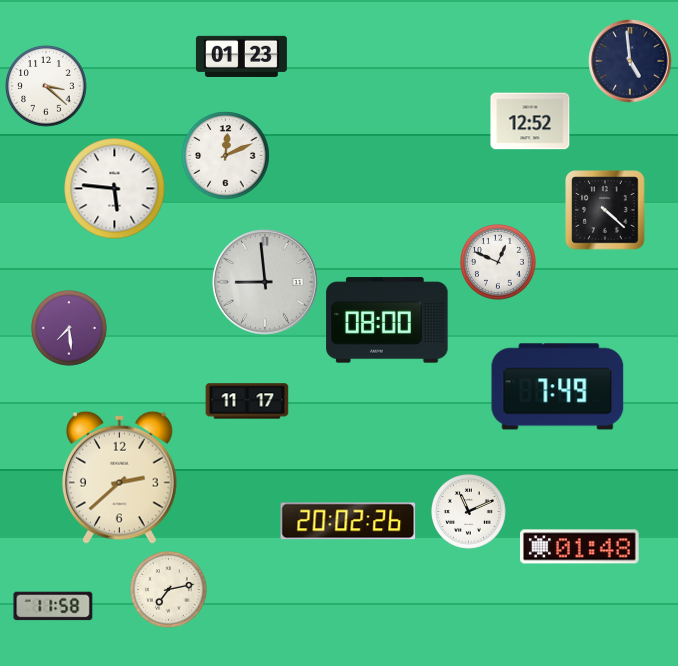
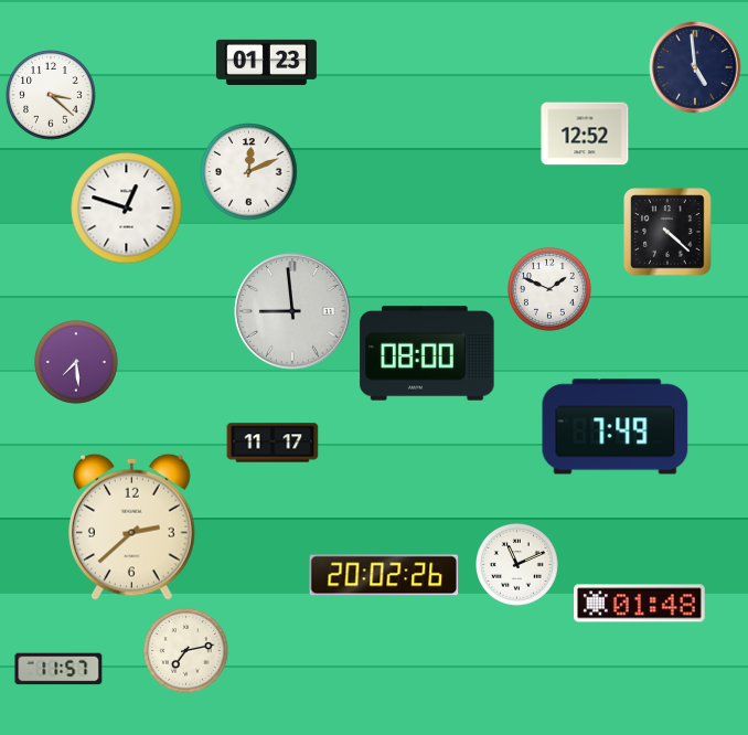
clock at (115, 189): 5:46 -> 12:48
clock at (499, 263): 12:49 -> 1:49
clock at (53, 606): 11:58 -> 11:57
